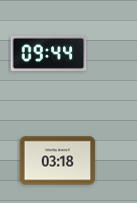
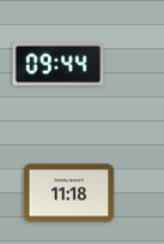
clock at (58, 161): 03:18 -> 11:18
